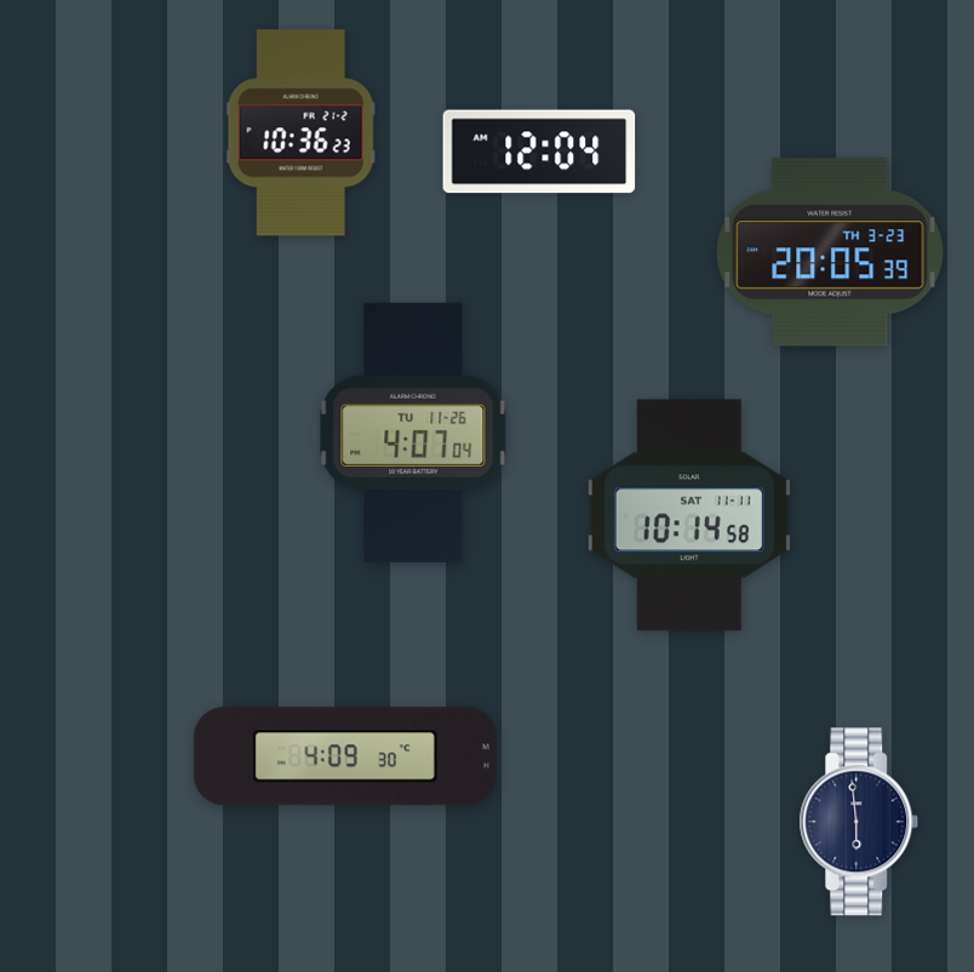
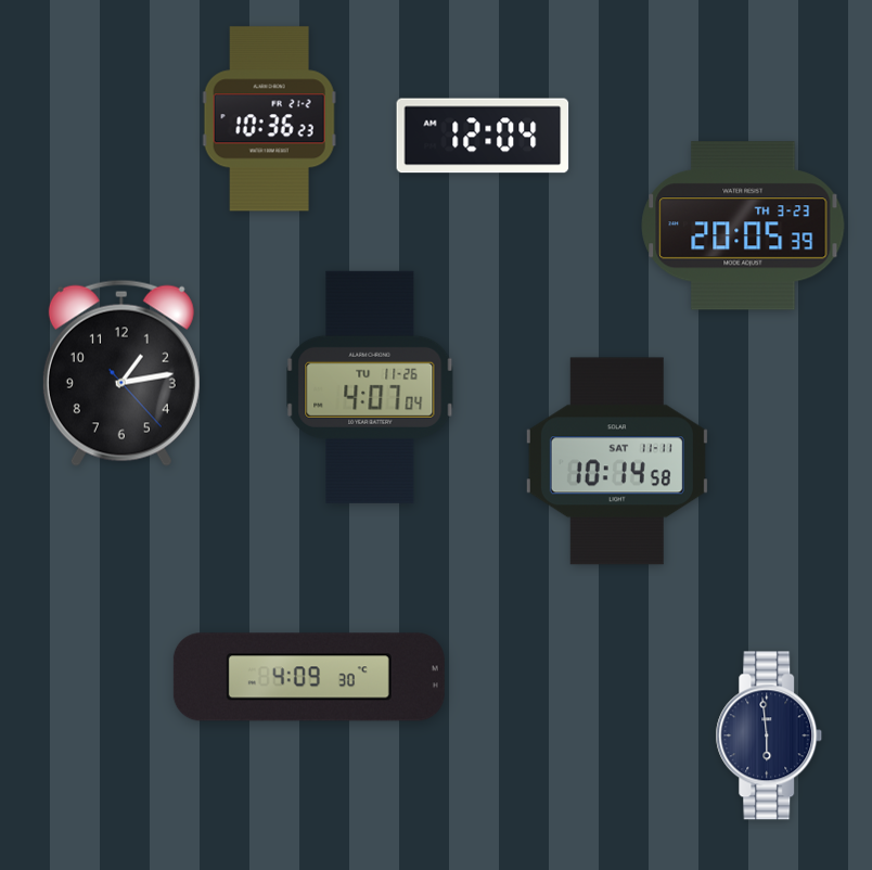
clock at (121, 373): none -> 1:13
